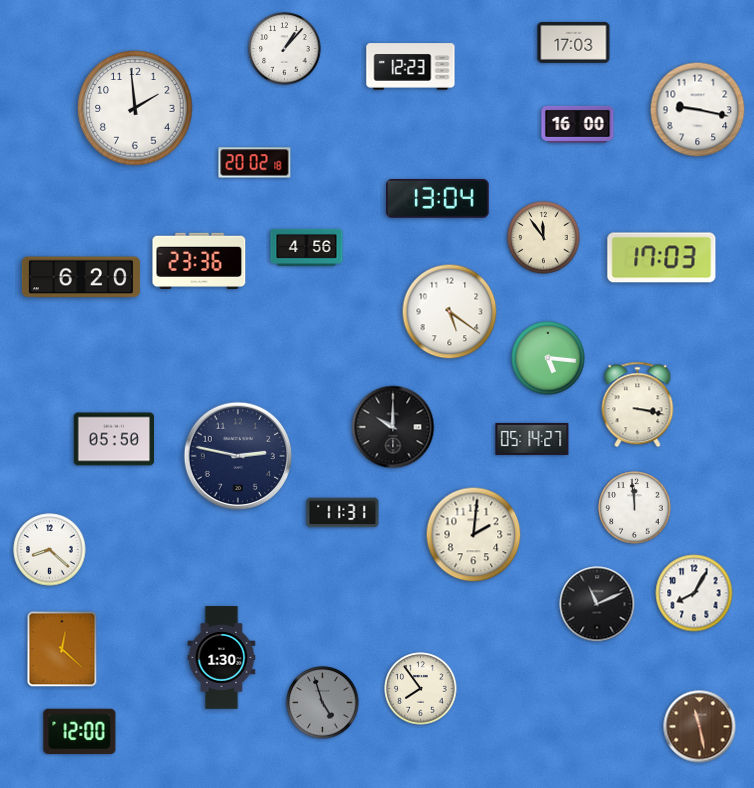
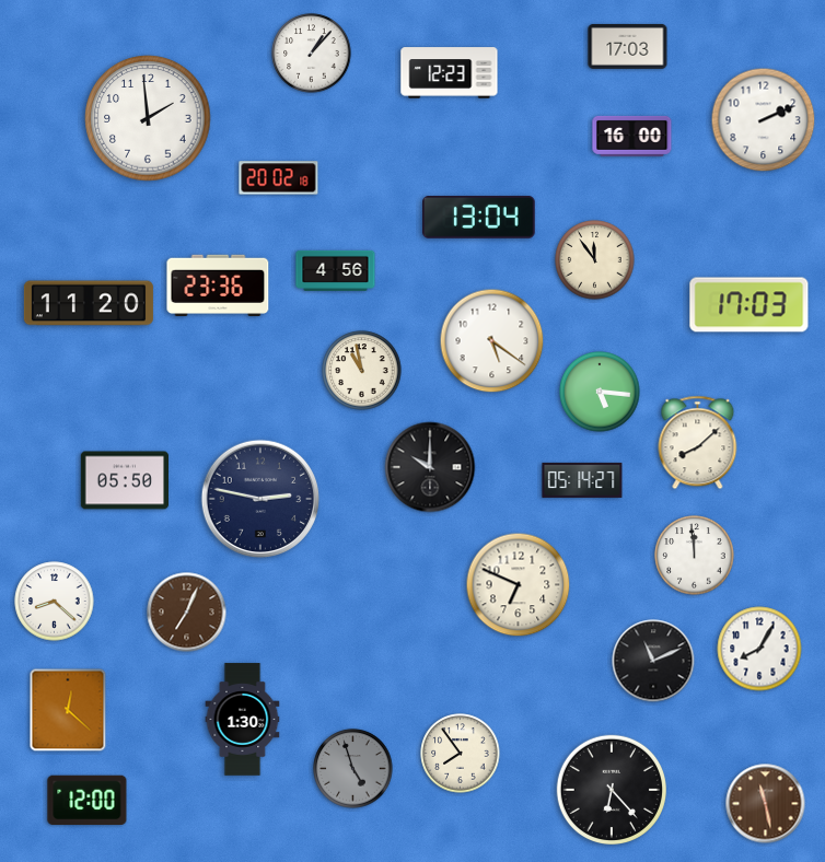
clock at (698, 110): 9:17 -> 2:11
clock at (662, 258) position: (662, 258) -> (750, 305)
clock at (81, 277): 6:20 -> 11:20
clock at (362, 371): none -> 10:58
clock at (638, 405): 3:17 -> 8:08
clock at (343, 513): 11:31 -> none
clock at (474, 535): 2:01 -> 6:49
clock at (187, 613): none -> 7:04
clock at (611, 789): none -> 6:23
clock at (700, 727) position: (700, 727) -> (766, 804)
